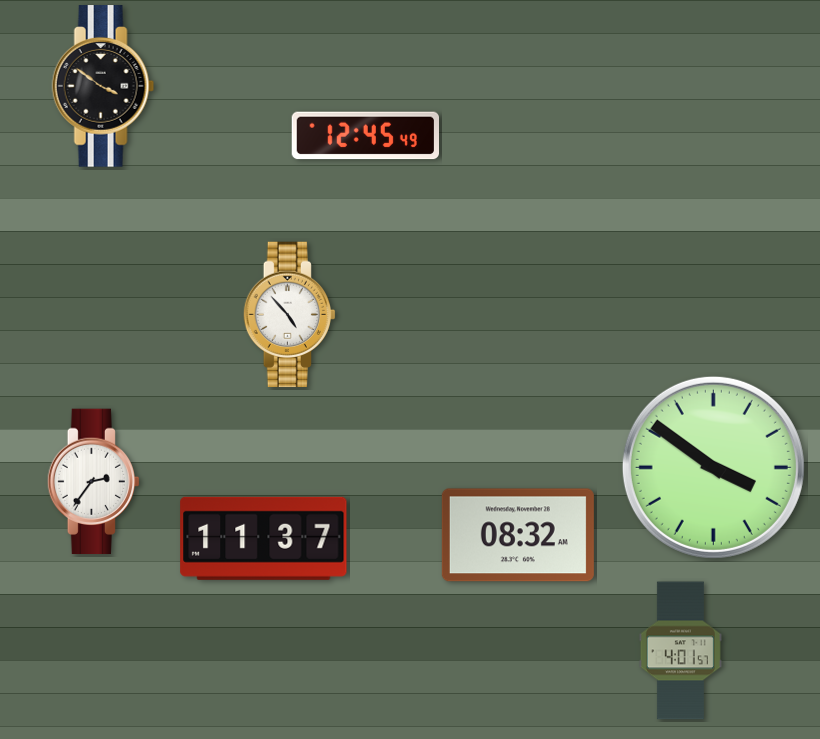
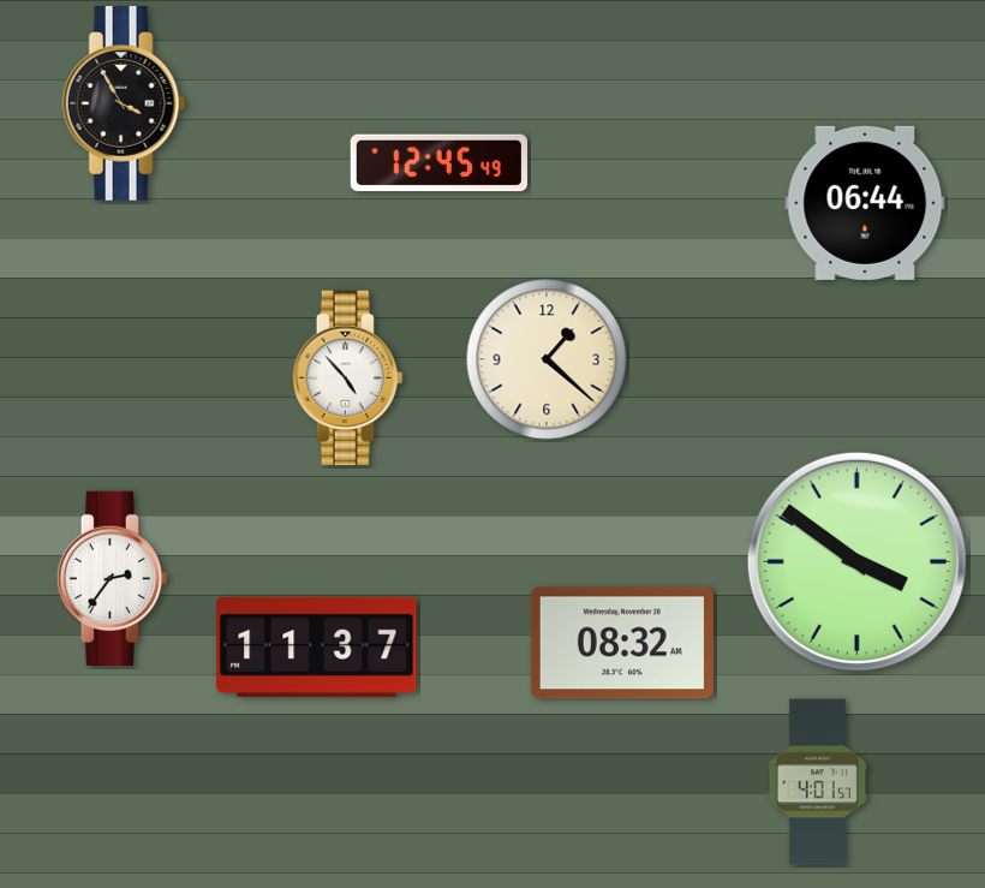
clock at (103, 86): 3:51 -> 3:55
clock at (865, 203): none -> 06:44
clock at (547, 359): none -> 1:22
